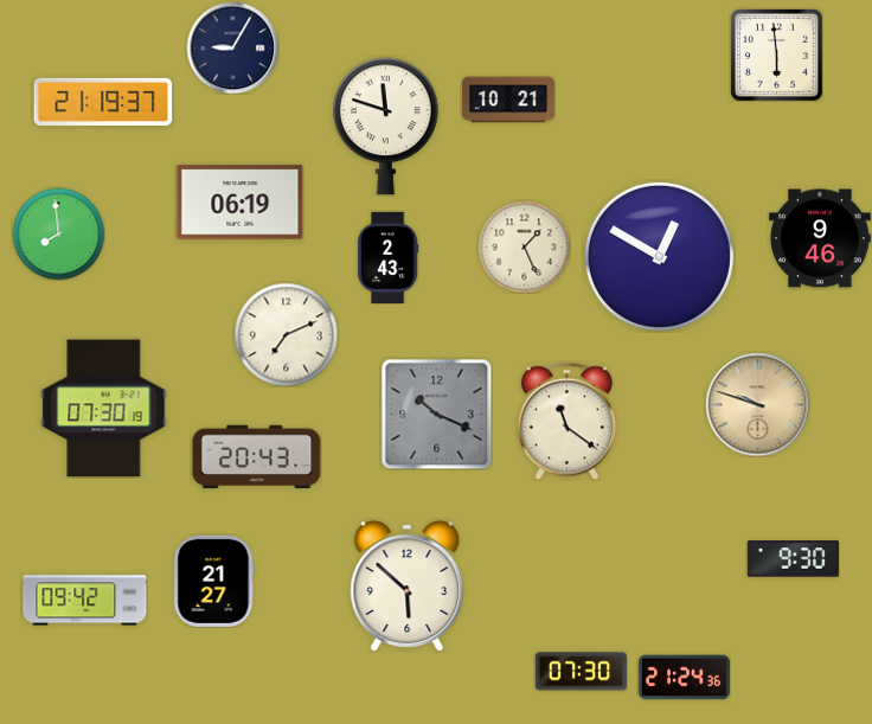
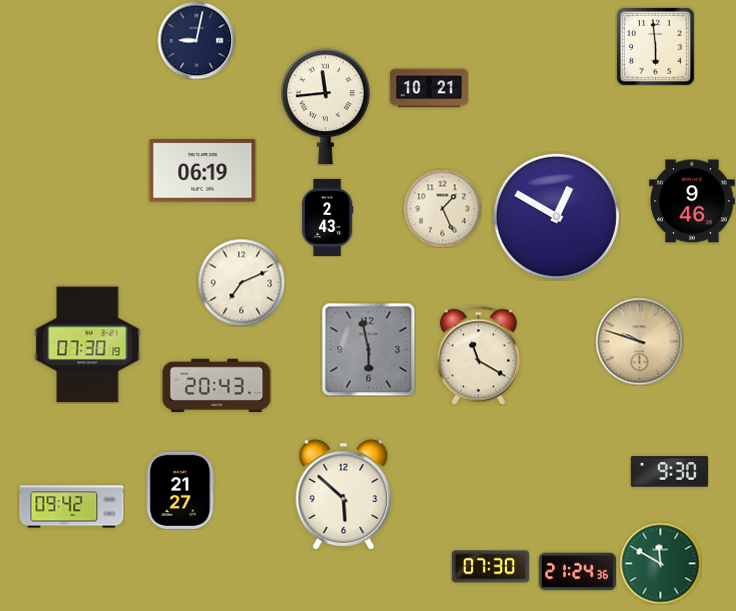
clock at (232, 47): 9:05 -> 9:02
clock at (508, 100) position: (508, 100) -> (429, 88)
clock at (103, 102): 21:19 -> none
clock at (385, 127): 11:48 -> 11:44
clock at (58, 233): 7:59 -> none
clock at (436, 414): 10:19 -> 5:58
clock at (566, 421): 11:21 -> 11:20
clock at (660, 563): none -> 11:50
